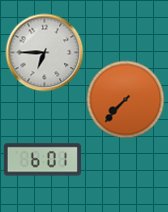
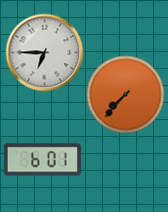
clock at (125, 99) position: (125, 99) -> (125, 94)
